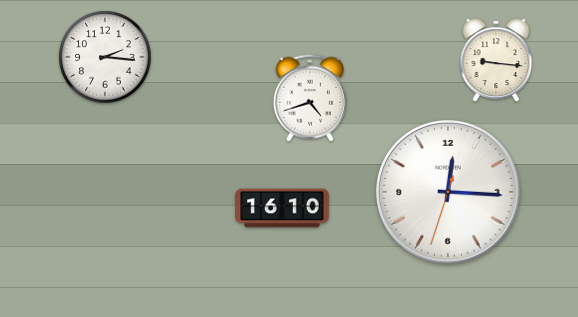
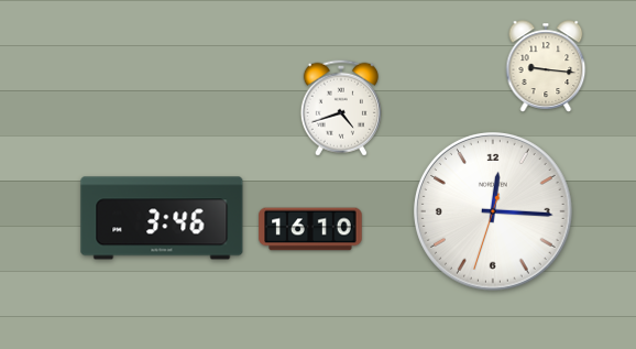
clock at (105, 57): 2:16 -> none
clock at (162, 218): none -> 3:46
